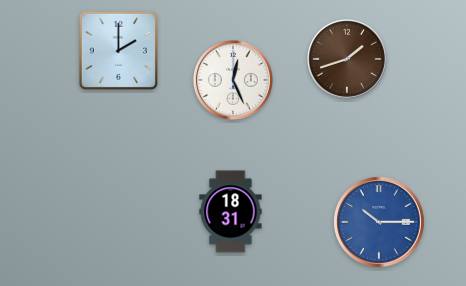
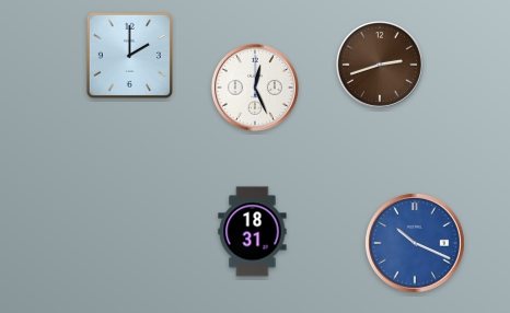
clock at (347, 59): 1:42 -> 2:42
clock at (379, 222): 10:15 -> 10:19
